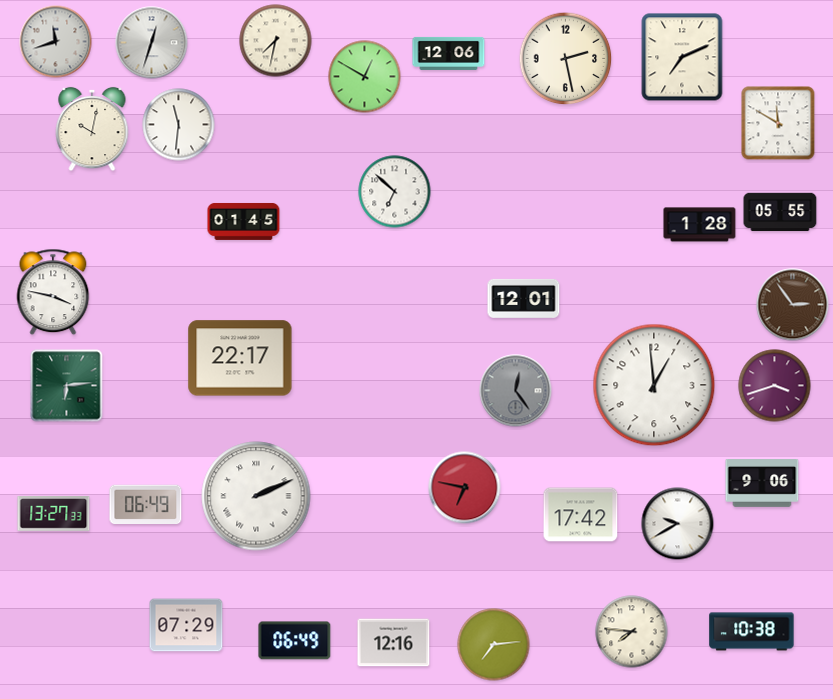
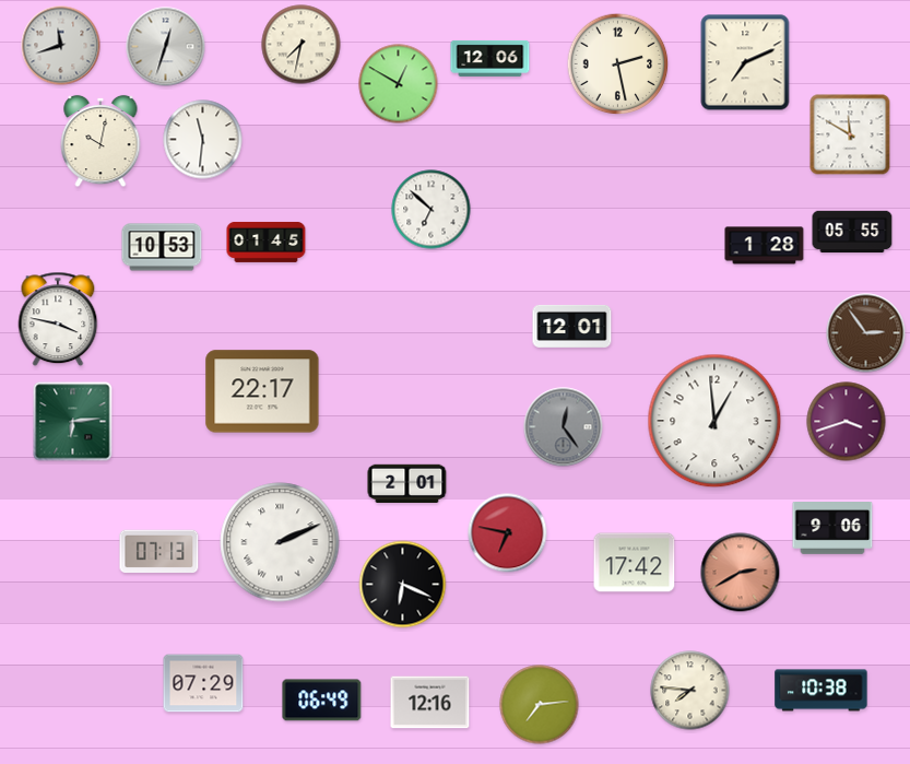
clock at (179, 125) position: (179, 125) -> (203, 140)
clock at (162, 247): none -> 10:53
clock at (407, 483): none -> 2:01
clock at (146, 505): 06:49 -> 07:13
clock at (54, 514): 13:27 -> none
clock at (678, 524): 9:40 -> 2:40
clock at (678, 524) dial: white -> salmon
clock at (403, 585): none -> 6:19
